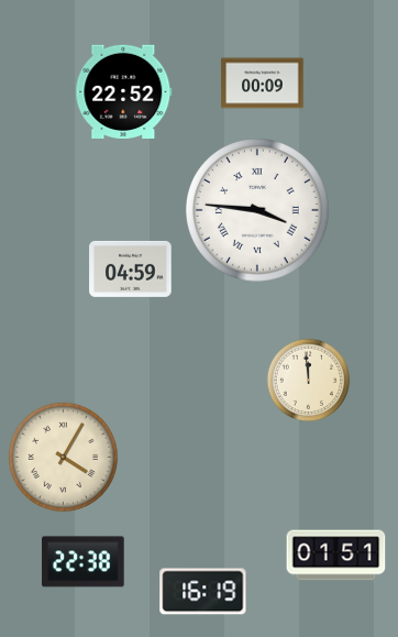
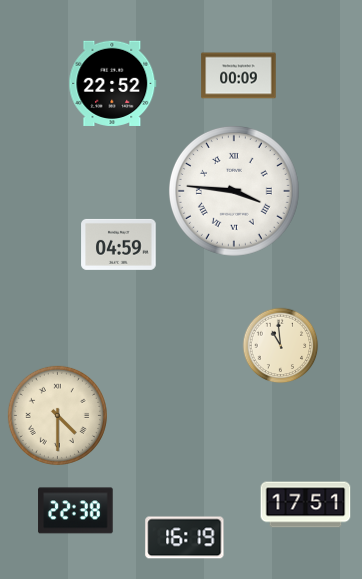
clock at (309, 381): 11:59 -> 10:59
clock at (63, 457): 4:05 -> 4:30
clock at (336, 556): 01:51 -> 17:51
